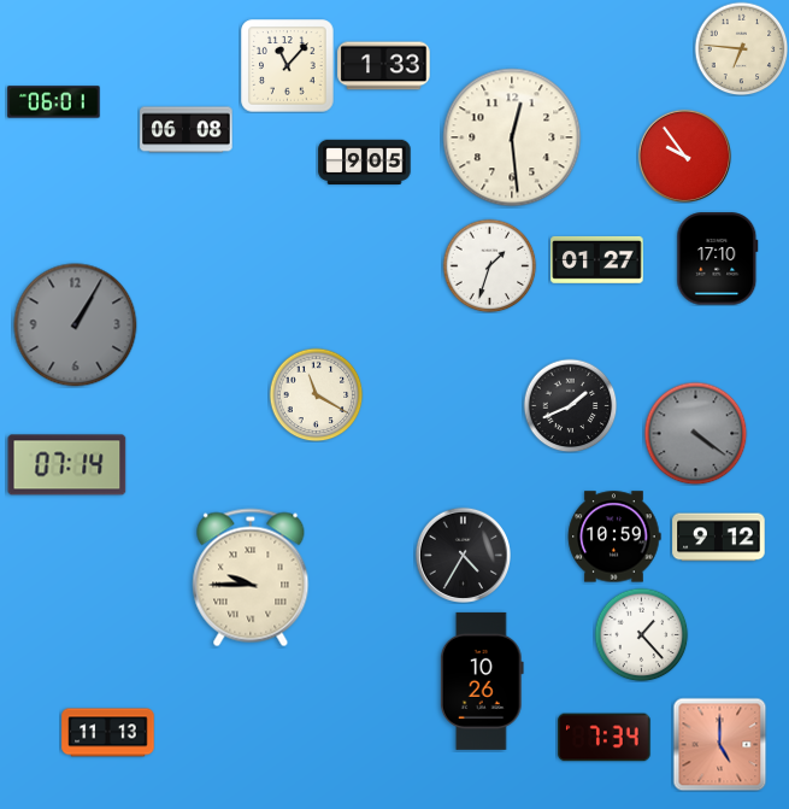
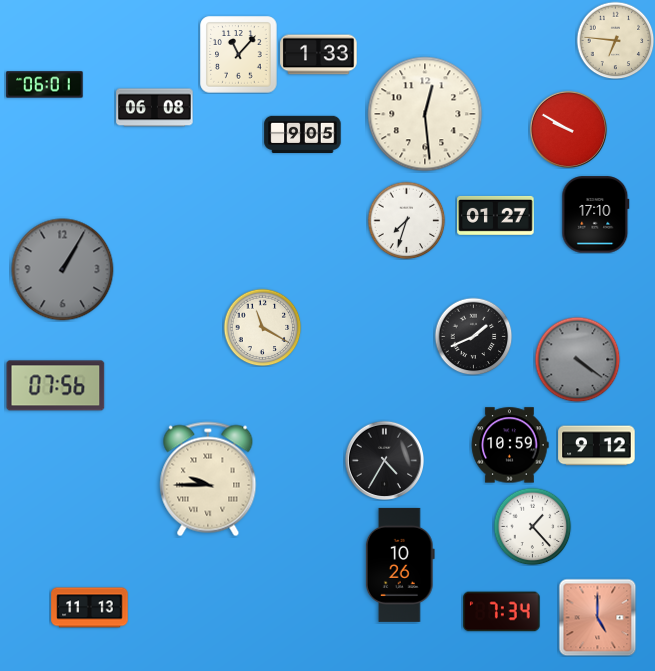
clock at (684, 156): 9:54 -> 9:50
clock at (489, 265): 1:33 -> 7:33
clock at (67, 465): 07:14 -> 07:56
